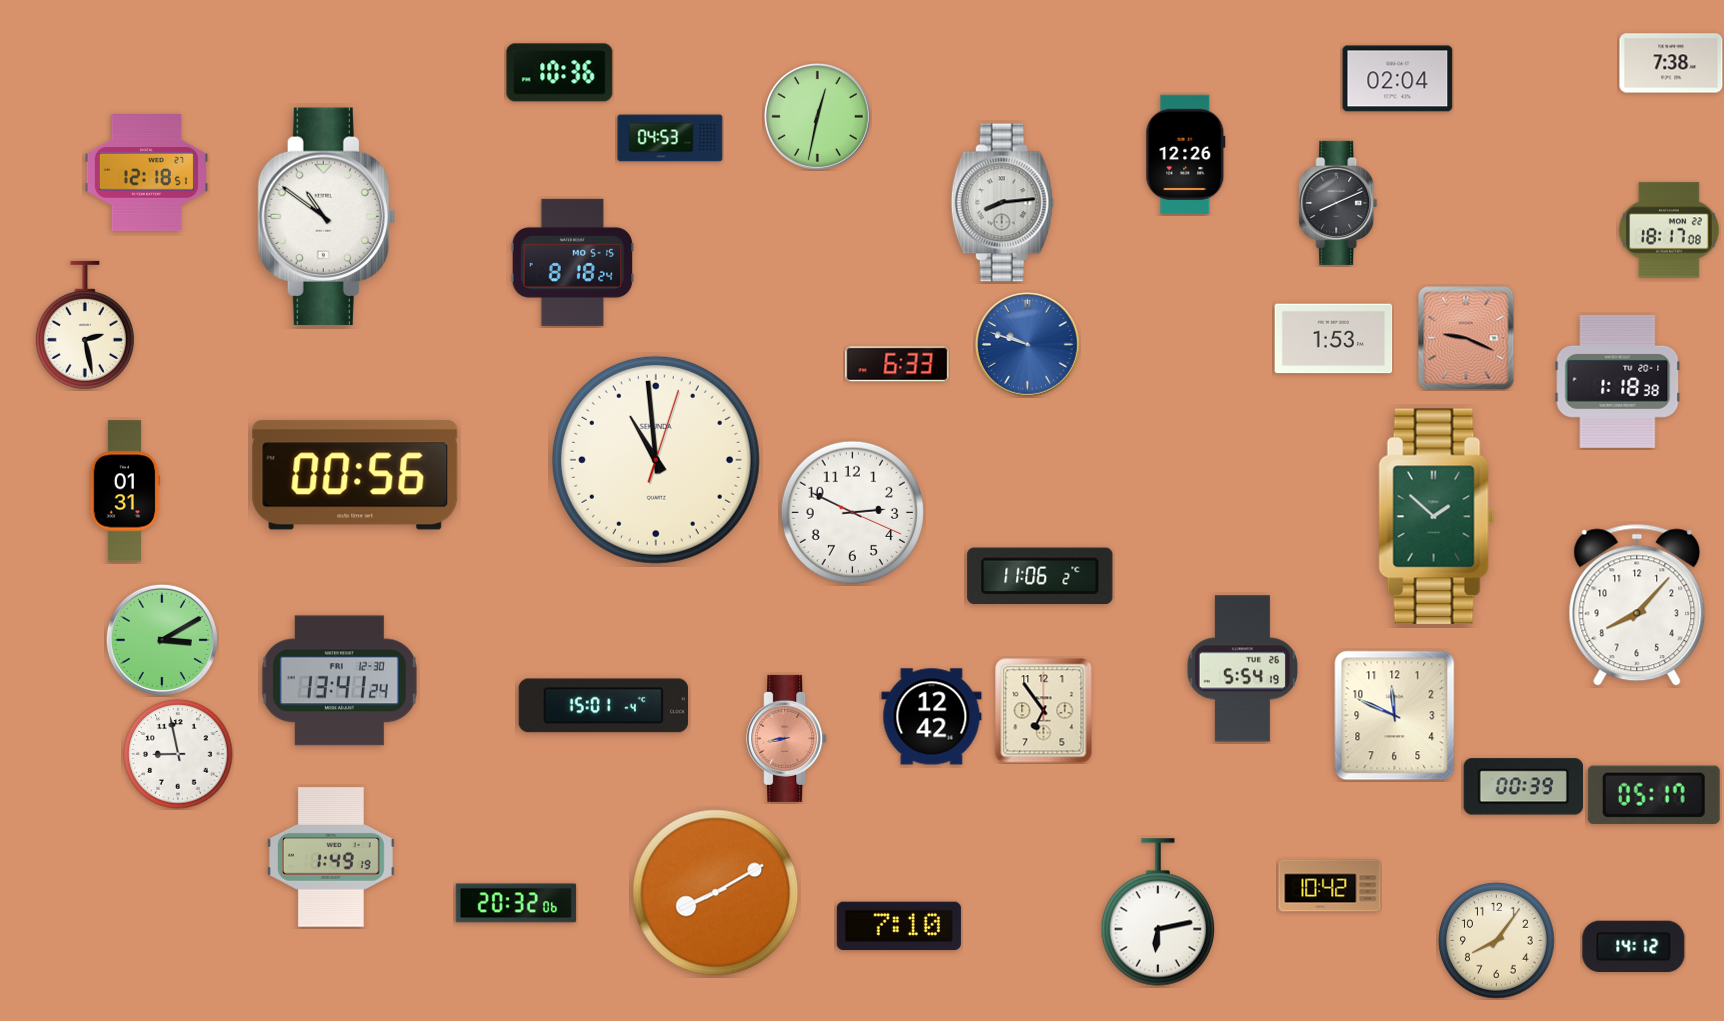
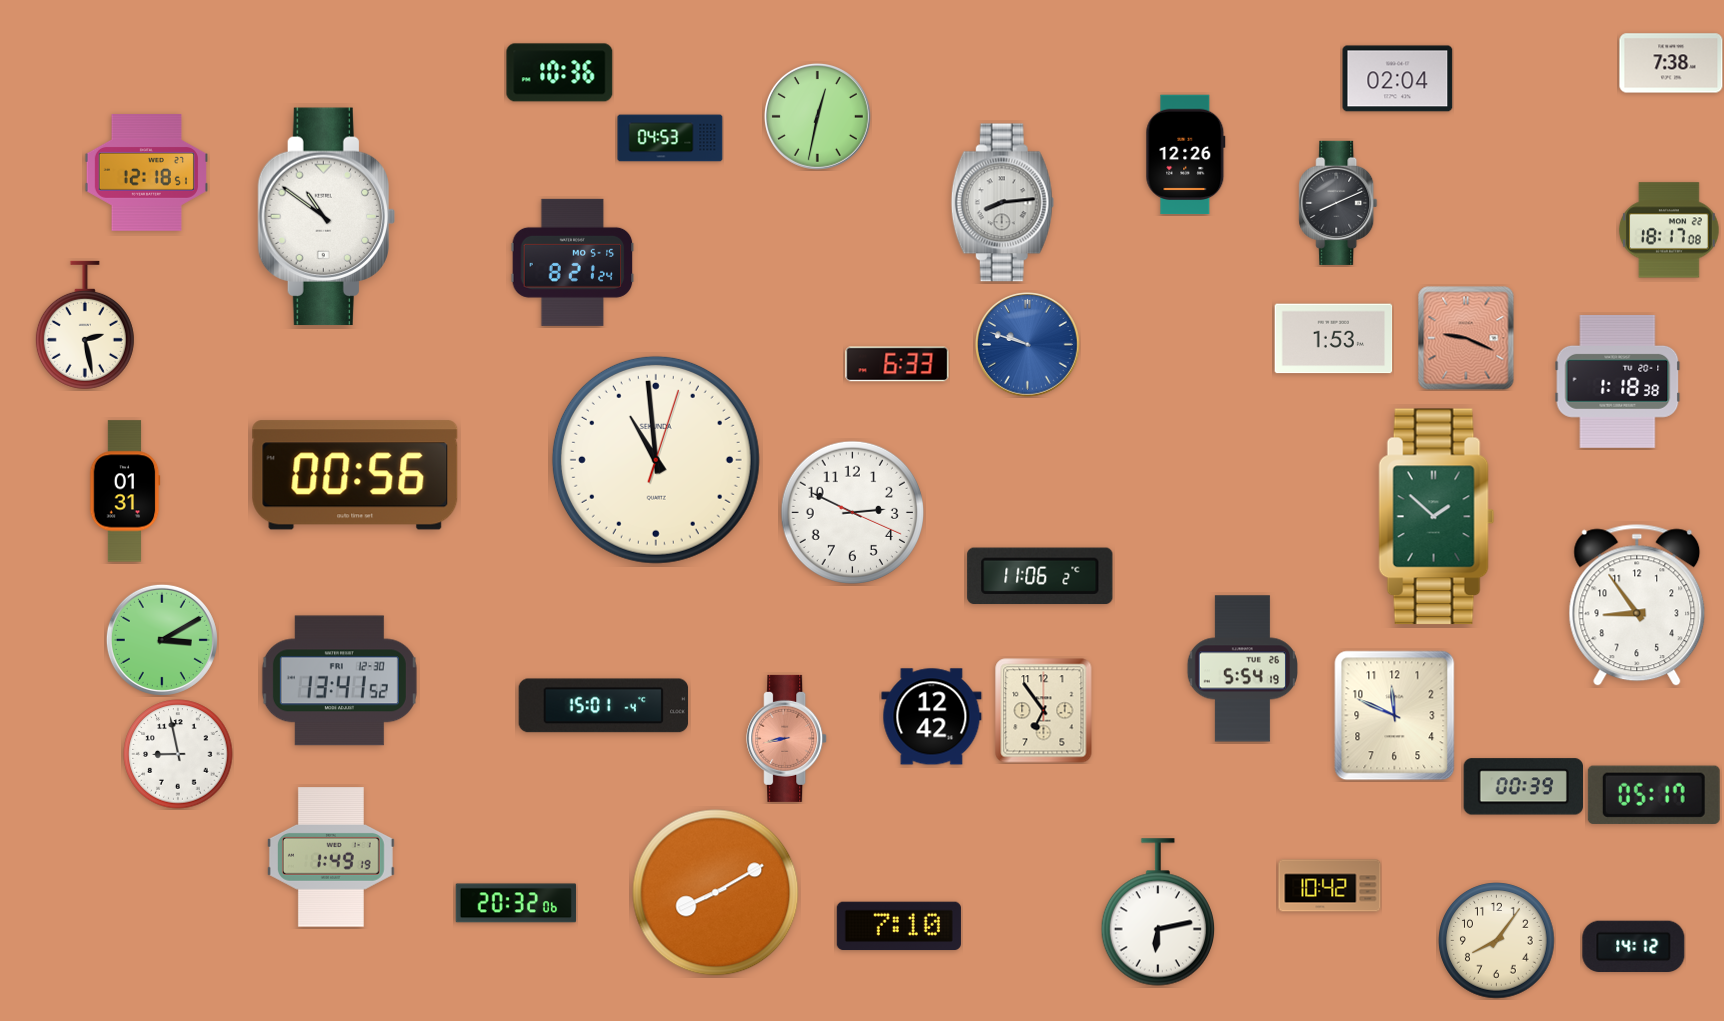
clock at (573, 262): 8:18 -> 8:21
clock at (1637, 605): 8:07 -> 8:54
clock at (339, 681): 13:41:24 -> 13:41:52
